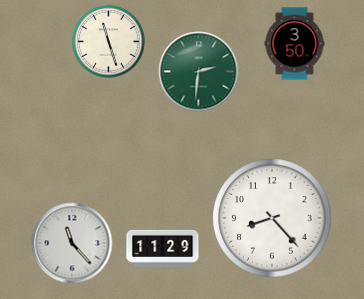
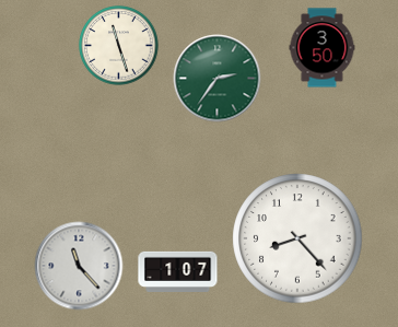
clock at (199, 72): 2:31 -> 2:36
clock at (163, 248): 11:29 -> 1:07
